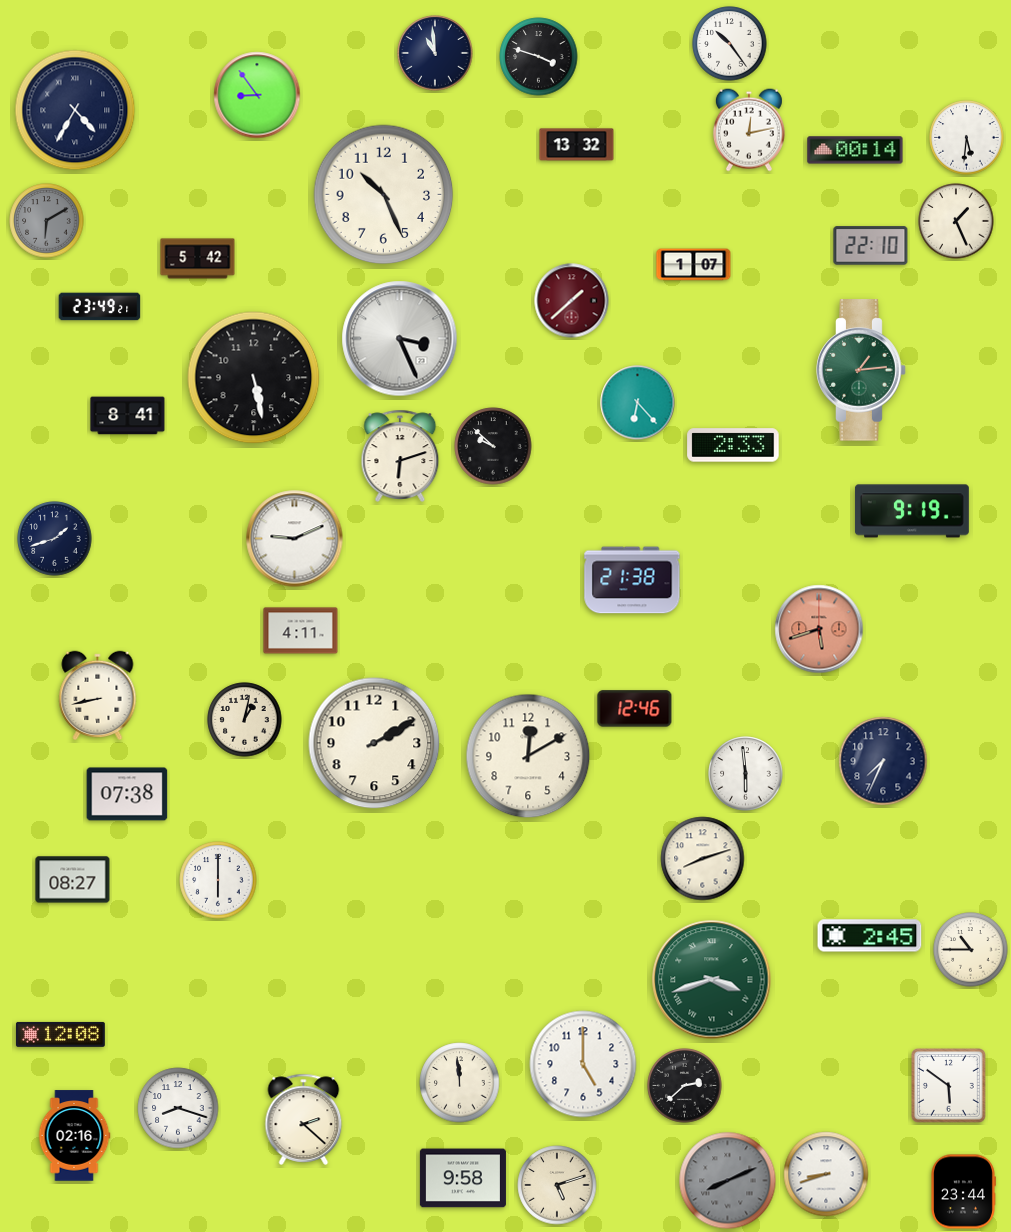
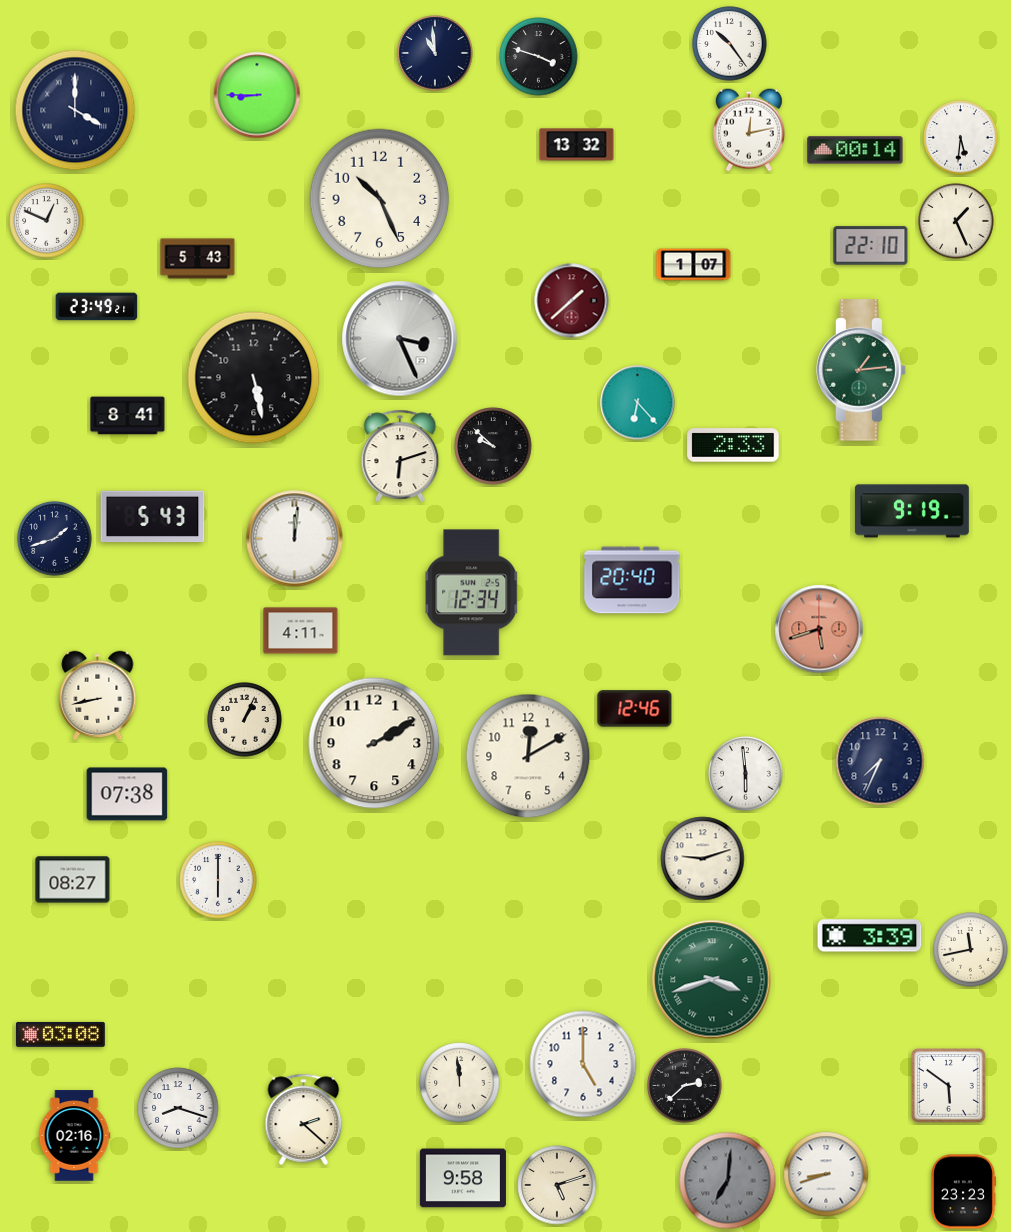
clock at (257, 95): 8:54 -> 8:45
clock at (75, 110): 4:35 -> 4:00
clock at (967, 138) position: (967, 138) -> (961, 138)
clock at (384, 195) position: (384, 195) -> (380, 199)
clock at (47, 221): 6:10 -> 12:49
clock at (47, 221) dial: grey -> white
clock at (198, 259): 5:42 -> 5:43
clock at (100, 307) position: (100, 307) -> (97, 307)
clock at (153, 517): none -> 5:43
clock at (295, 539): 9:11 -> 12:01
clock at (632, 580): 21:38 -> 20:40
clock at (472, 593): none -> 12:34
clock at (245, 720): 1:02 -> 1:04
clock at (883, 761) position: (883, 761) -> (880, 761)
clock at (703, 859): 8:12 -> 9:12
clock at (870, 936): 2:45 -> 3:39
clock at (971, 950): 10:45 -> 11:43
clock at (60, 1034): 12:08 -> 03:08
clock at (728, 1181): 8:11 -> 7:01
clock at (964, 1192): 23:44 -> 23:23
